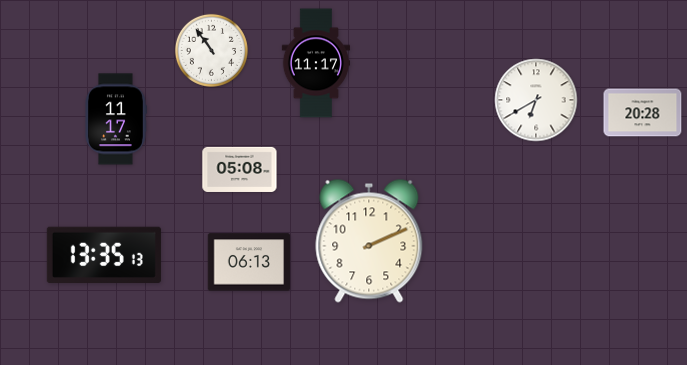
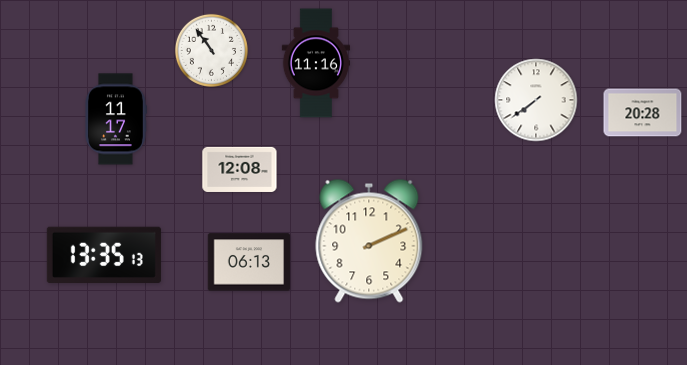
clock at (315, 63): 11:17 -> 11:16
clock at (536, 100): 6:40 -> 7:39
clock at (240, 169): 05:08 -> 12:08
